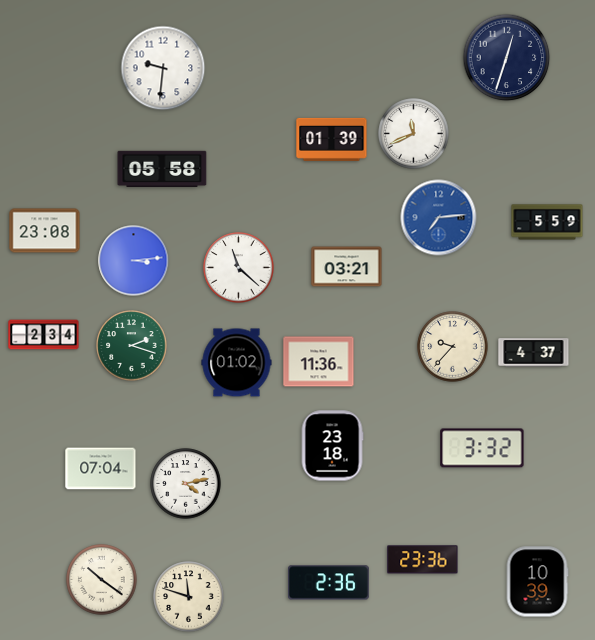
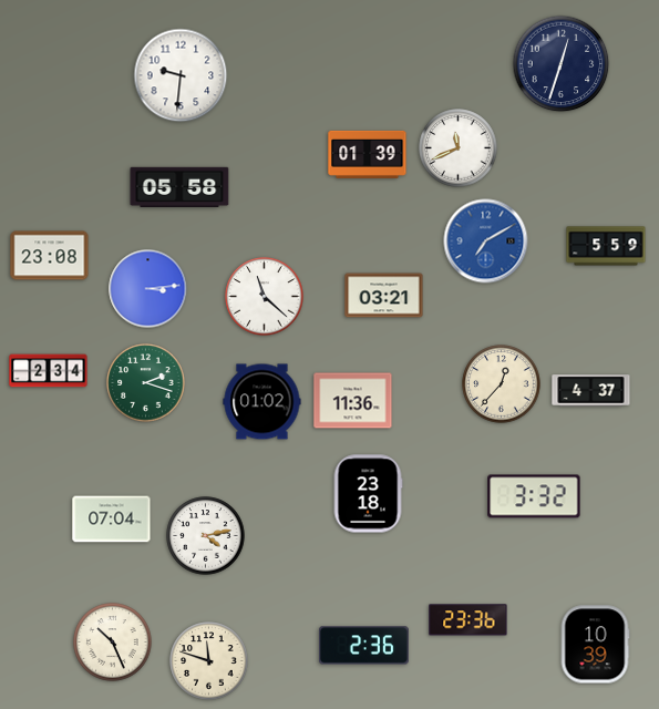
clock at (439, 218): 7:14 -> 7:10
clock at (453, 347): 9:37 -> 12:37
clock at (102, 580): 10:21 -> 10:26
